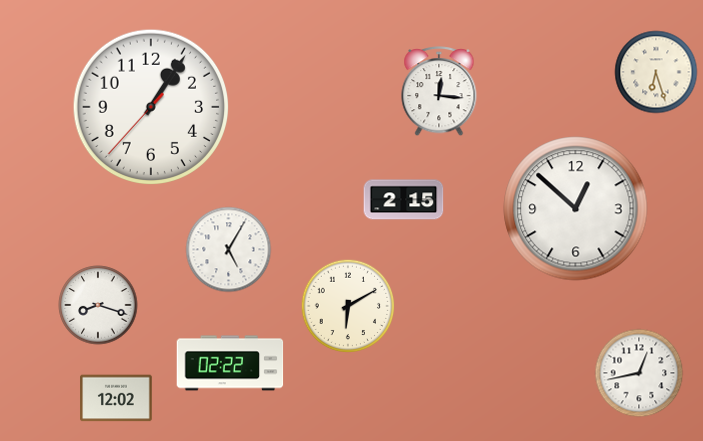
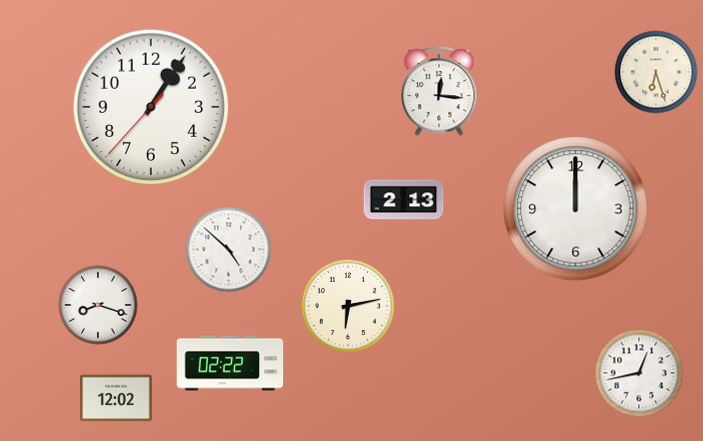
clock at (404, 200): 2:15 -> 2:13
clock at (576, 209): 12:52 -> 12:00
clock at (229, 250): 5:05 -> 4:52
clock at (348, 306): 6:10 -> 6:13
